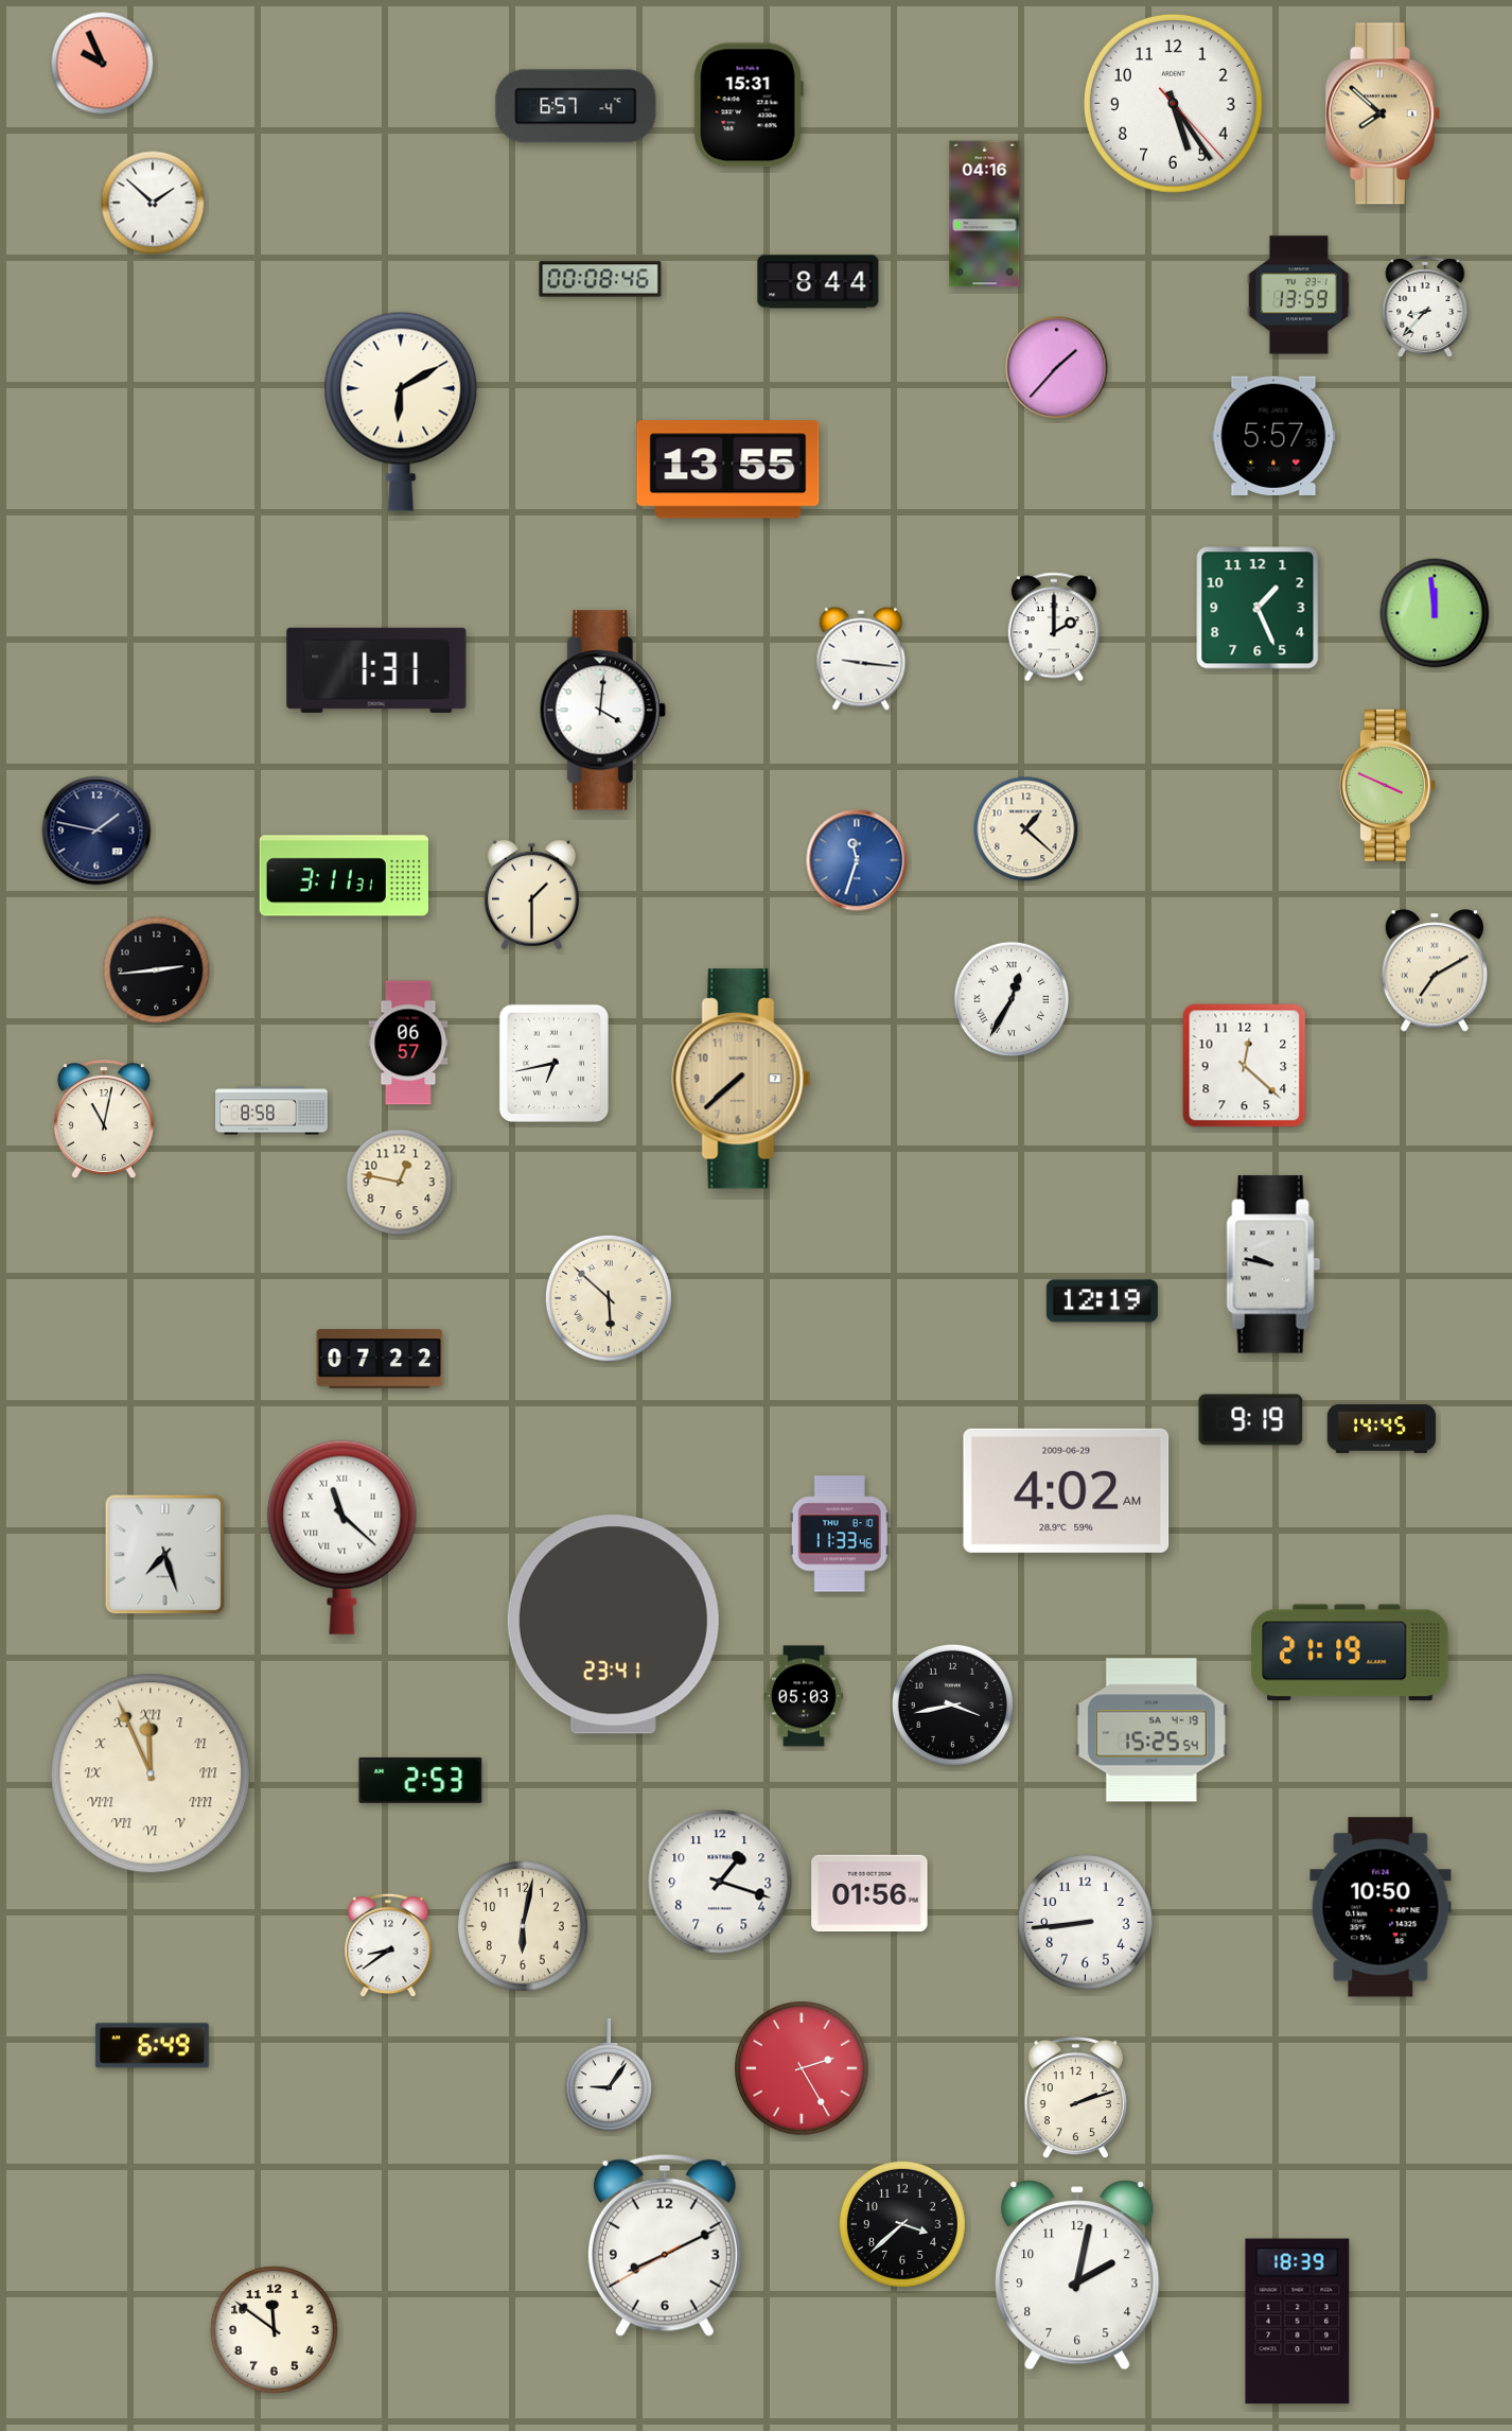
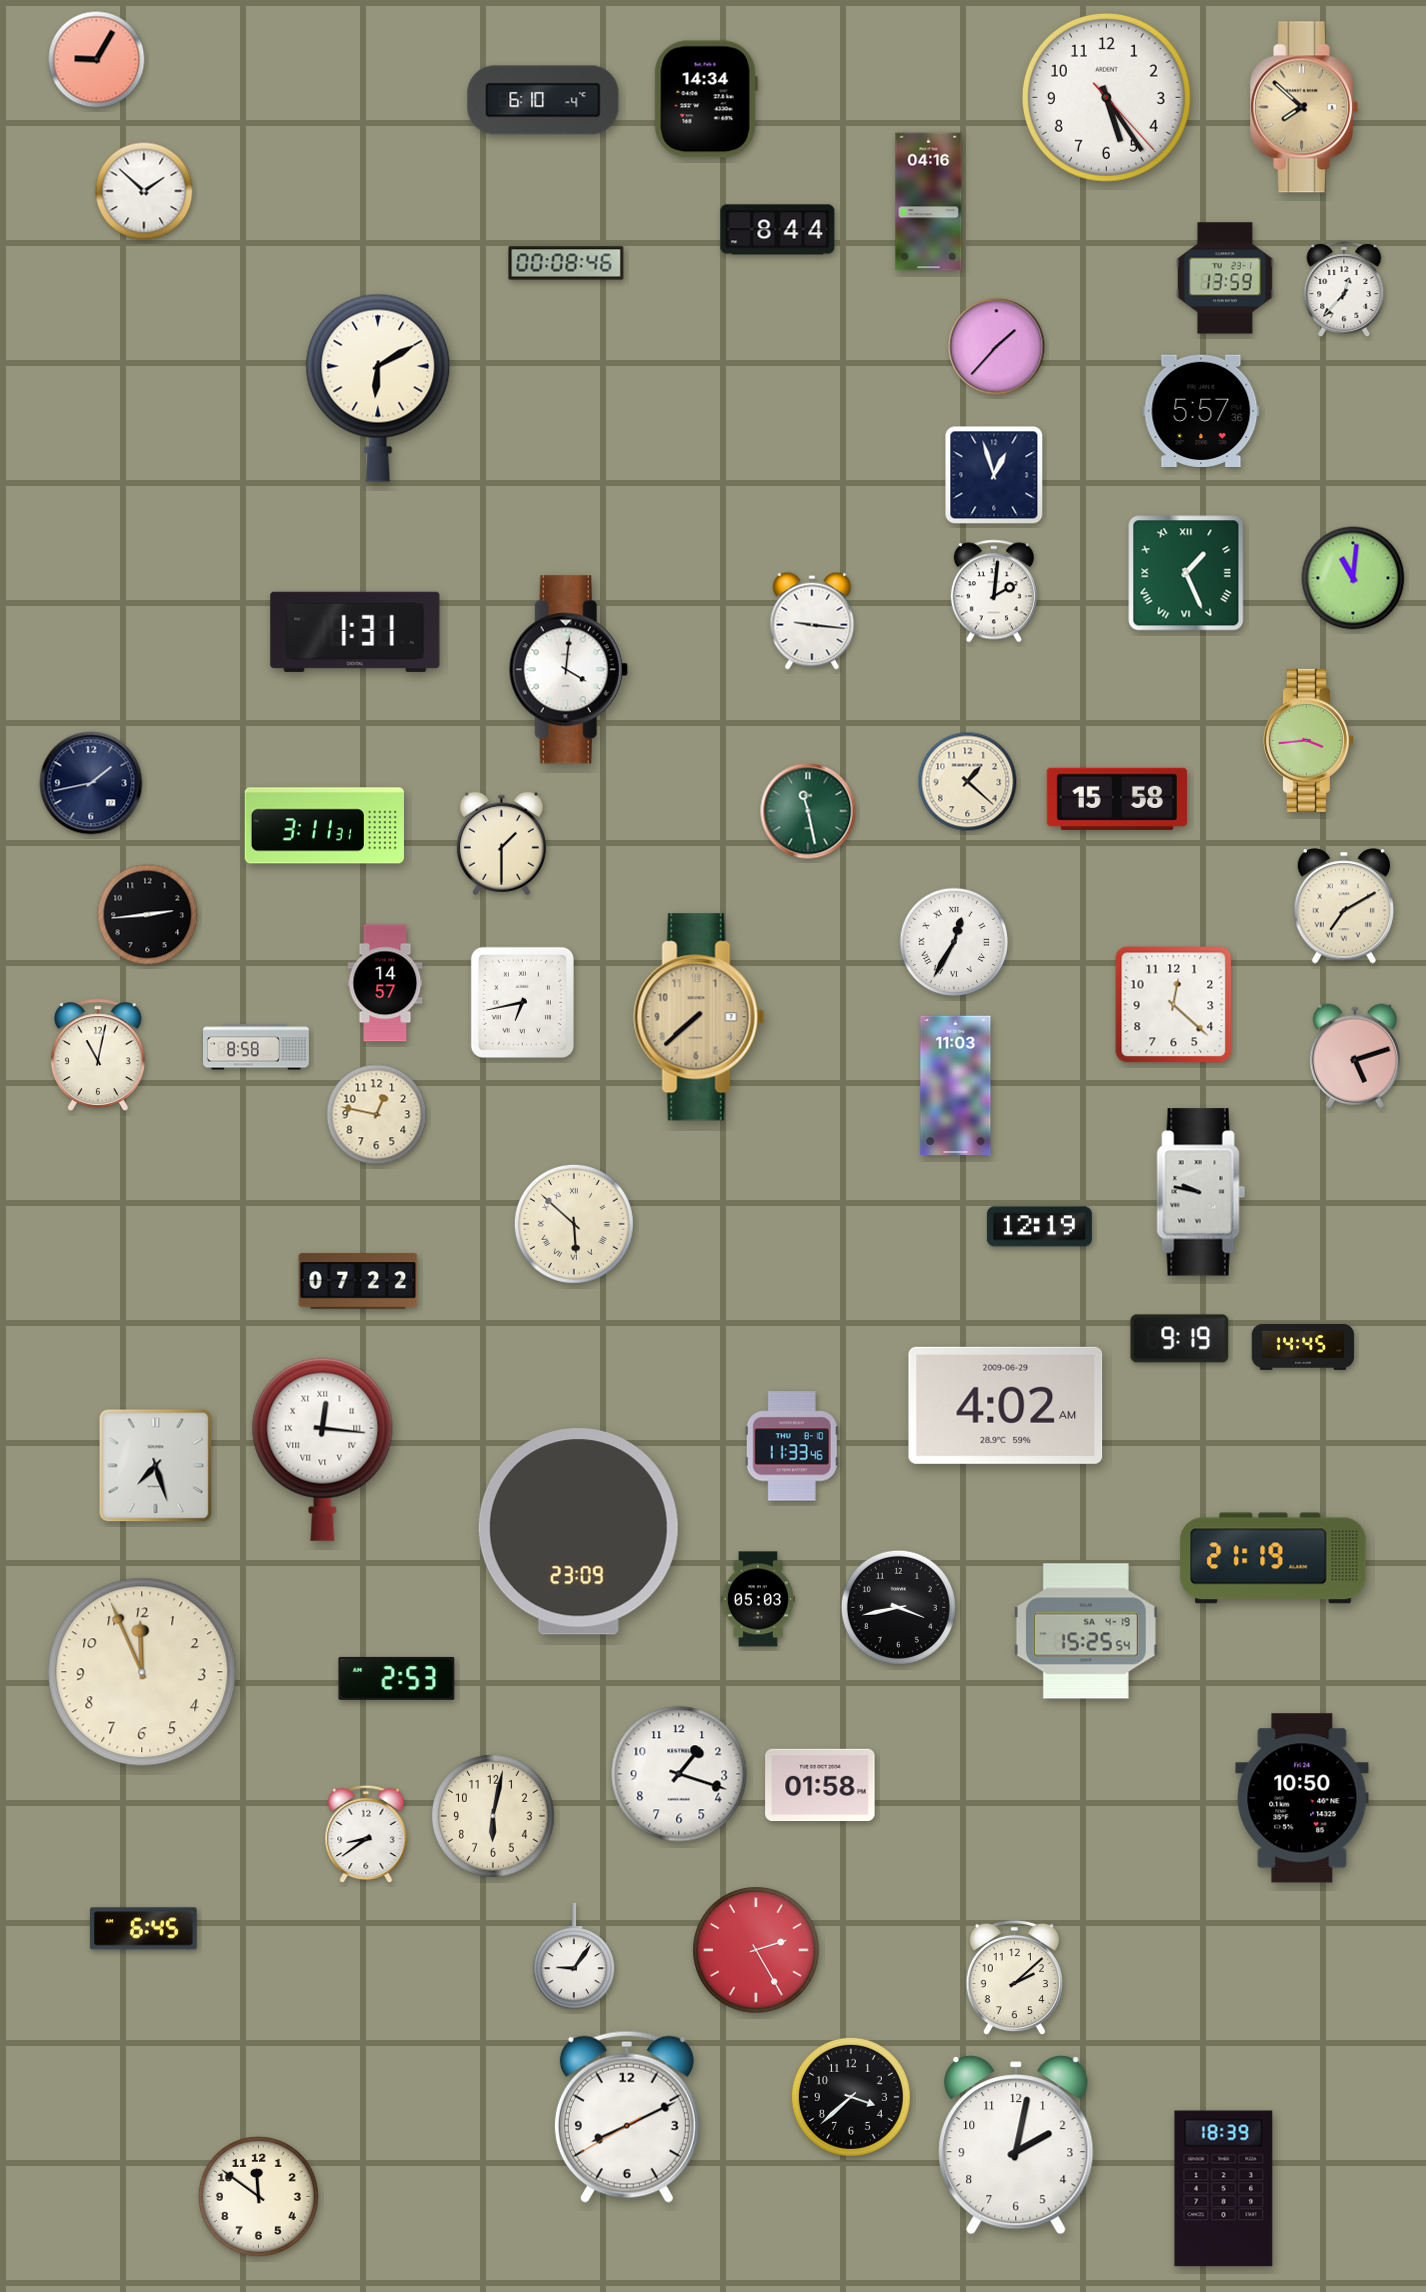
clock at (103, 64): 9:56 -> 9:05
clock at (749, 105): 15:31 -> 14:34
clock at (576, 106): 6:57 -> 6:10
clock at (819, 282) position: (819, 282) -> (778, 230)
clock at (1425, 308): 8:37 -> 12:37
clock at (728, 470): 13:55 -> none
clock at (994, 475): none -> 12:57
clock at (1258, 608) numerals: Arabic -> Roman
clock at (1435, 613): 11:59 -> 11:01
clock at (1054, 627): 2:00 -> 2:01
clock at (1387, 785): 3:49 -> 3:44
clock at (96, 830): 1:47 -> 1:43
clock at (1116, 799): none -> 15:58
clock at (857, 860): 11:33 -> 11:28
clock at (857, 860) dial: blue -> green
clock at (1435, 970) position: (1435, 970) -> (1344, 906)
clock at (408, 1043): 06:57 -> 14:57
clock at (1355, 1056): none -> 5:12
clock at (956, 1086): none -> 11:03
clock at (342, 1537): 11:22 -> 12:16
clock at (613, 1625): 23:41 -> 23:09
clock at (151, 1773) numerals: Roman -> Arabic
clock at (869, 1893): 01:56 -> 01:58
clock at (1086, 1923): 8:44 -> none
clock at (152, 2046): 6:49 -> 6:45
clock at (1075, 2098): 2:12 -> 2:08
